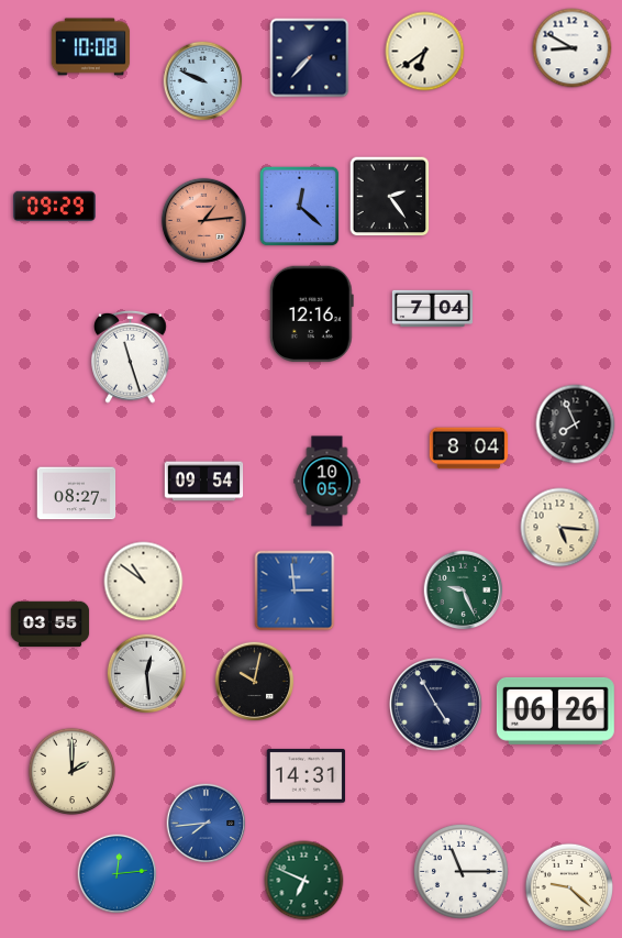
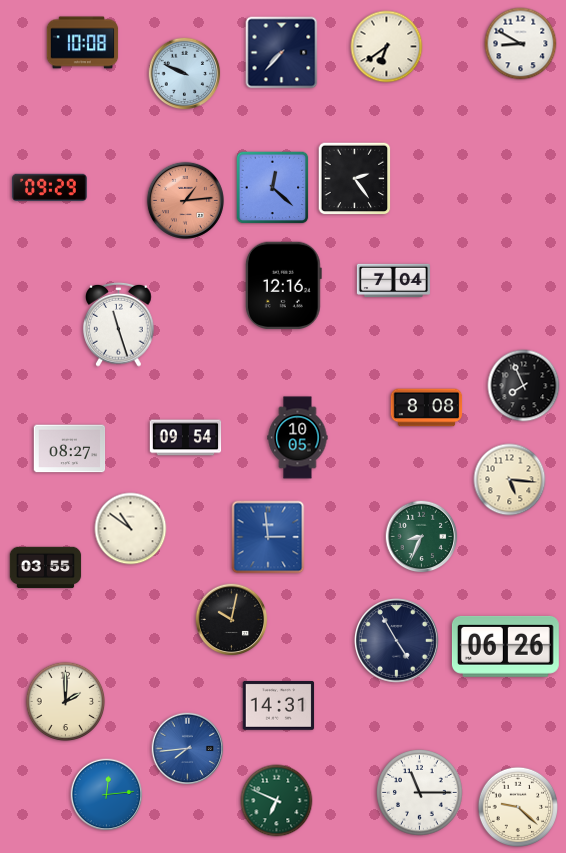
clock at (469, 449): 8:04 -> 8:08
clock at (464, 591): 9:26 -> 8:34
clock at (147, 674): 12:29 -> none
